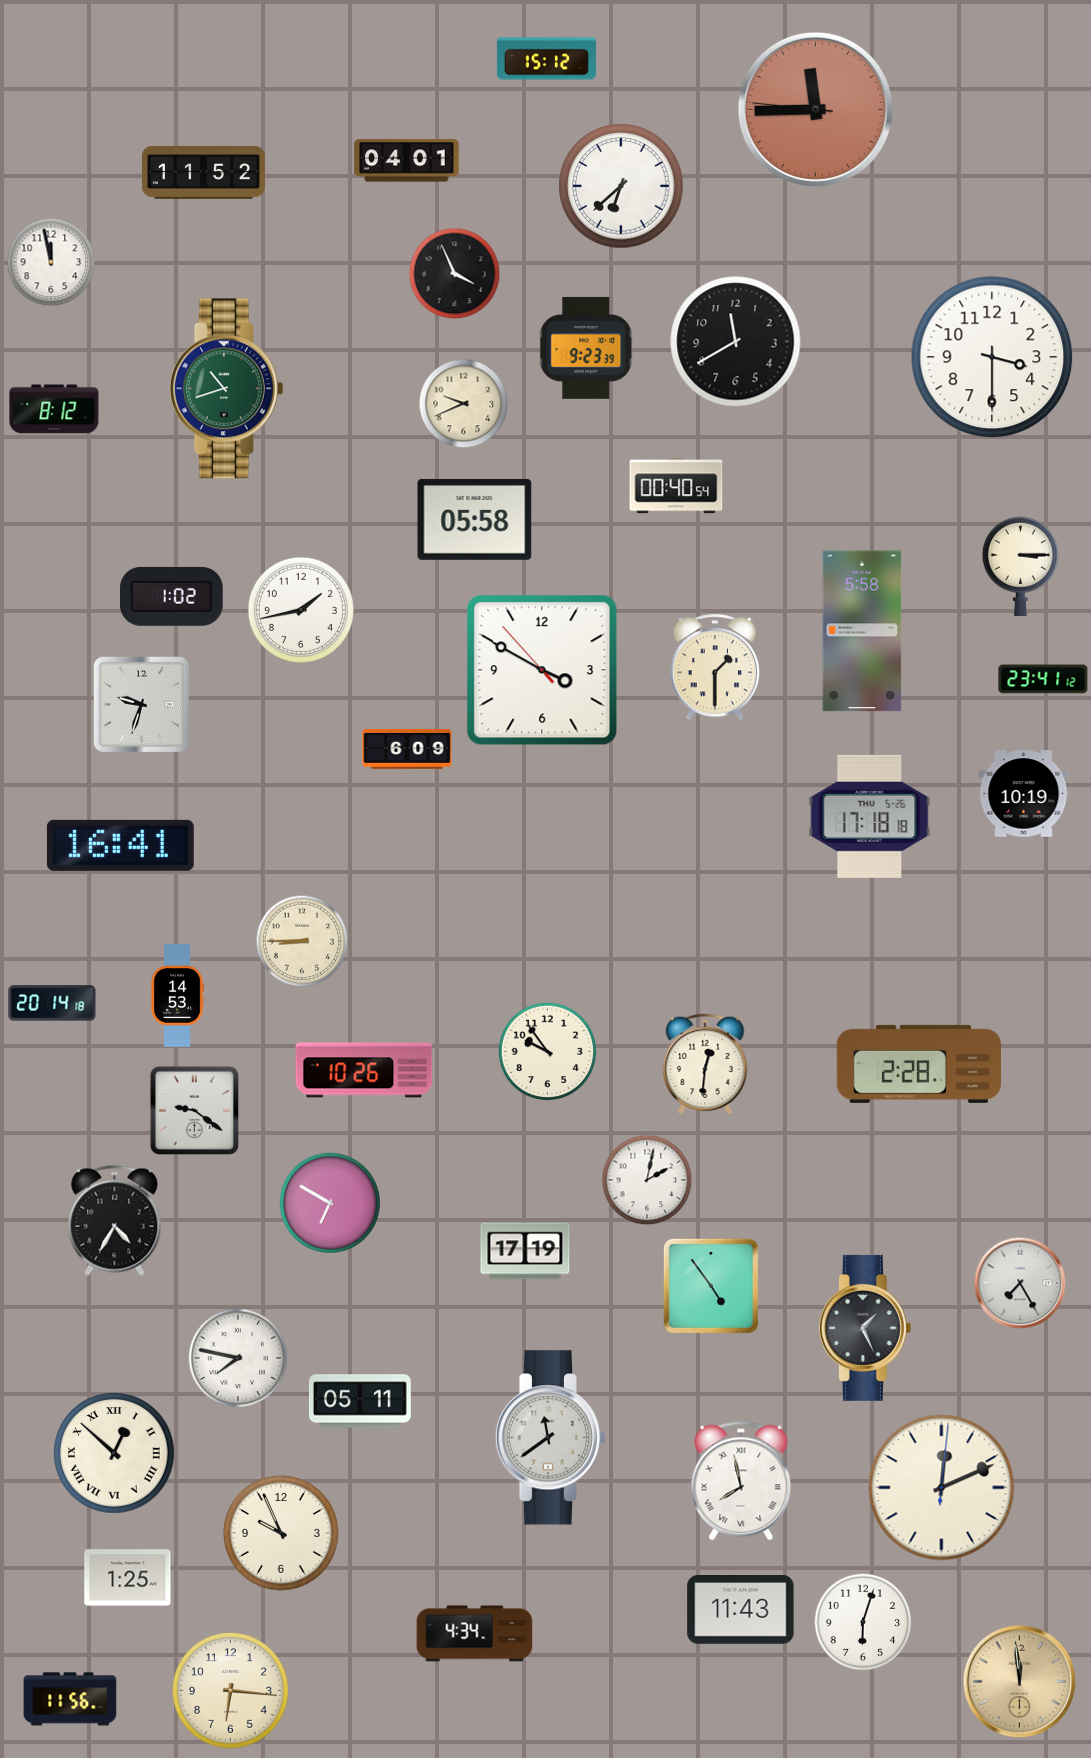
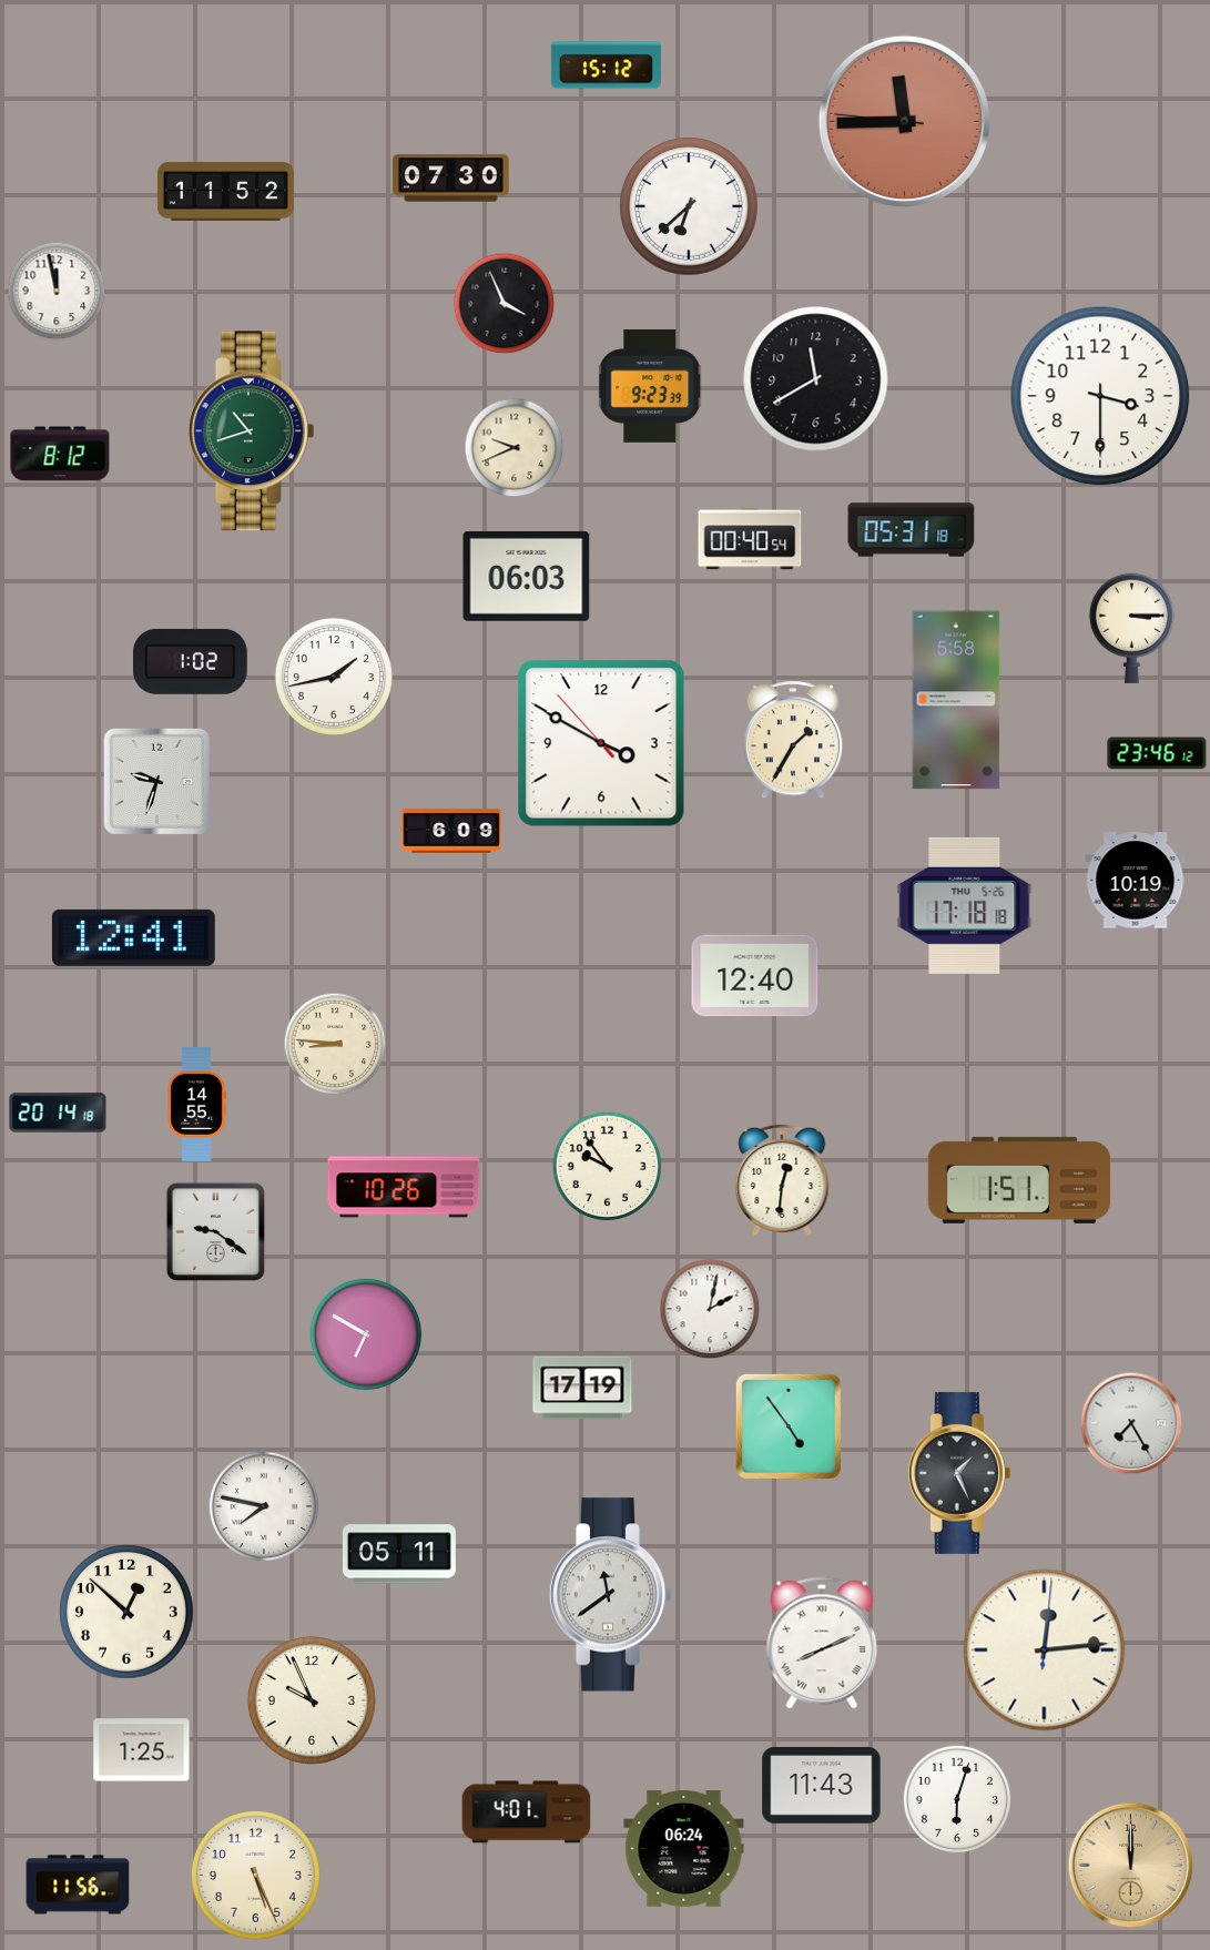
clock at (407, 161): 04:01 -> 07:30
clock at (912, 530): none -> 05:31
clock at (475, 519): 05:58 -> 06:03
clock at (714, 668): 1:30 -> 1:35
clock at (1043, 679): 23:41 -> 23:46
clock at (120, 845): 16:41 -> 12:41
clock at (755, 976): none -> 12:40
clock at (302, 941): 8:45 -> 8:46
clock at (177, 996): 14:53 -> 14:55
clock at (919, 1064): 2:28 -> 1:51
clock at (647, 1180) position: (647, 1180) -> (710, 1309)
clock at (115, 1220): 4:35 -> none
clock at (114, 1453) numerals: Roman -> Arabic
clock at (741, 1481): 7:58 -> 8:11
clock at (942, 1488): 12:11 -> 12:14
clock at (475, 1634): 4:34 -> 4:01
clock at (684, 1849): none -> 06:24
clock at (1020, 1682): 11:59 -> 12:00
clock at (230, 1690): 6:16 -> 5:26
